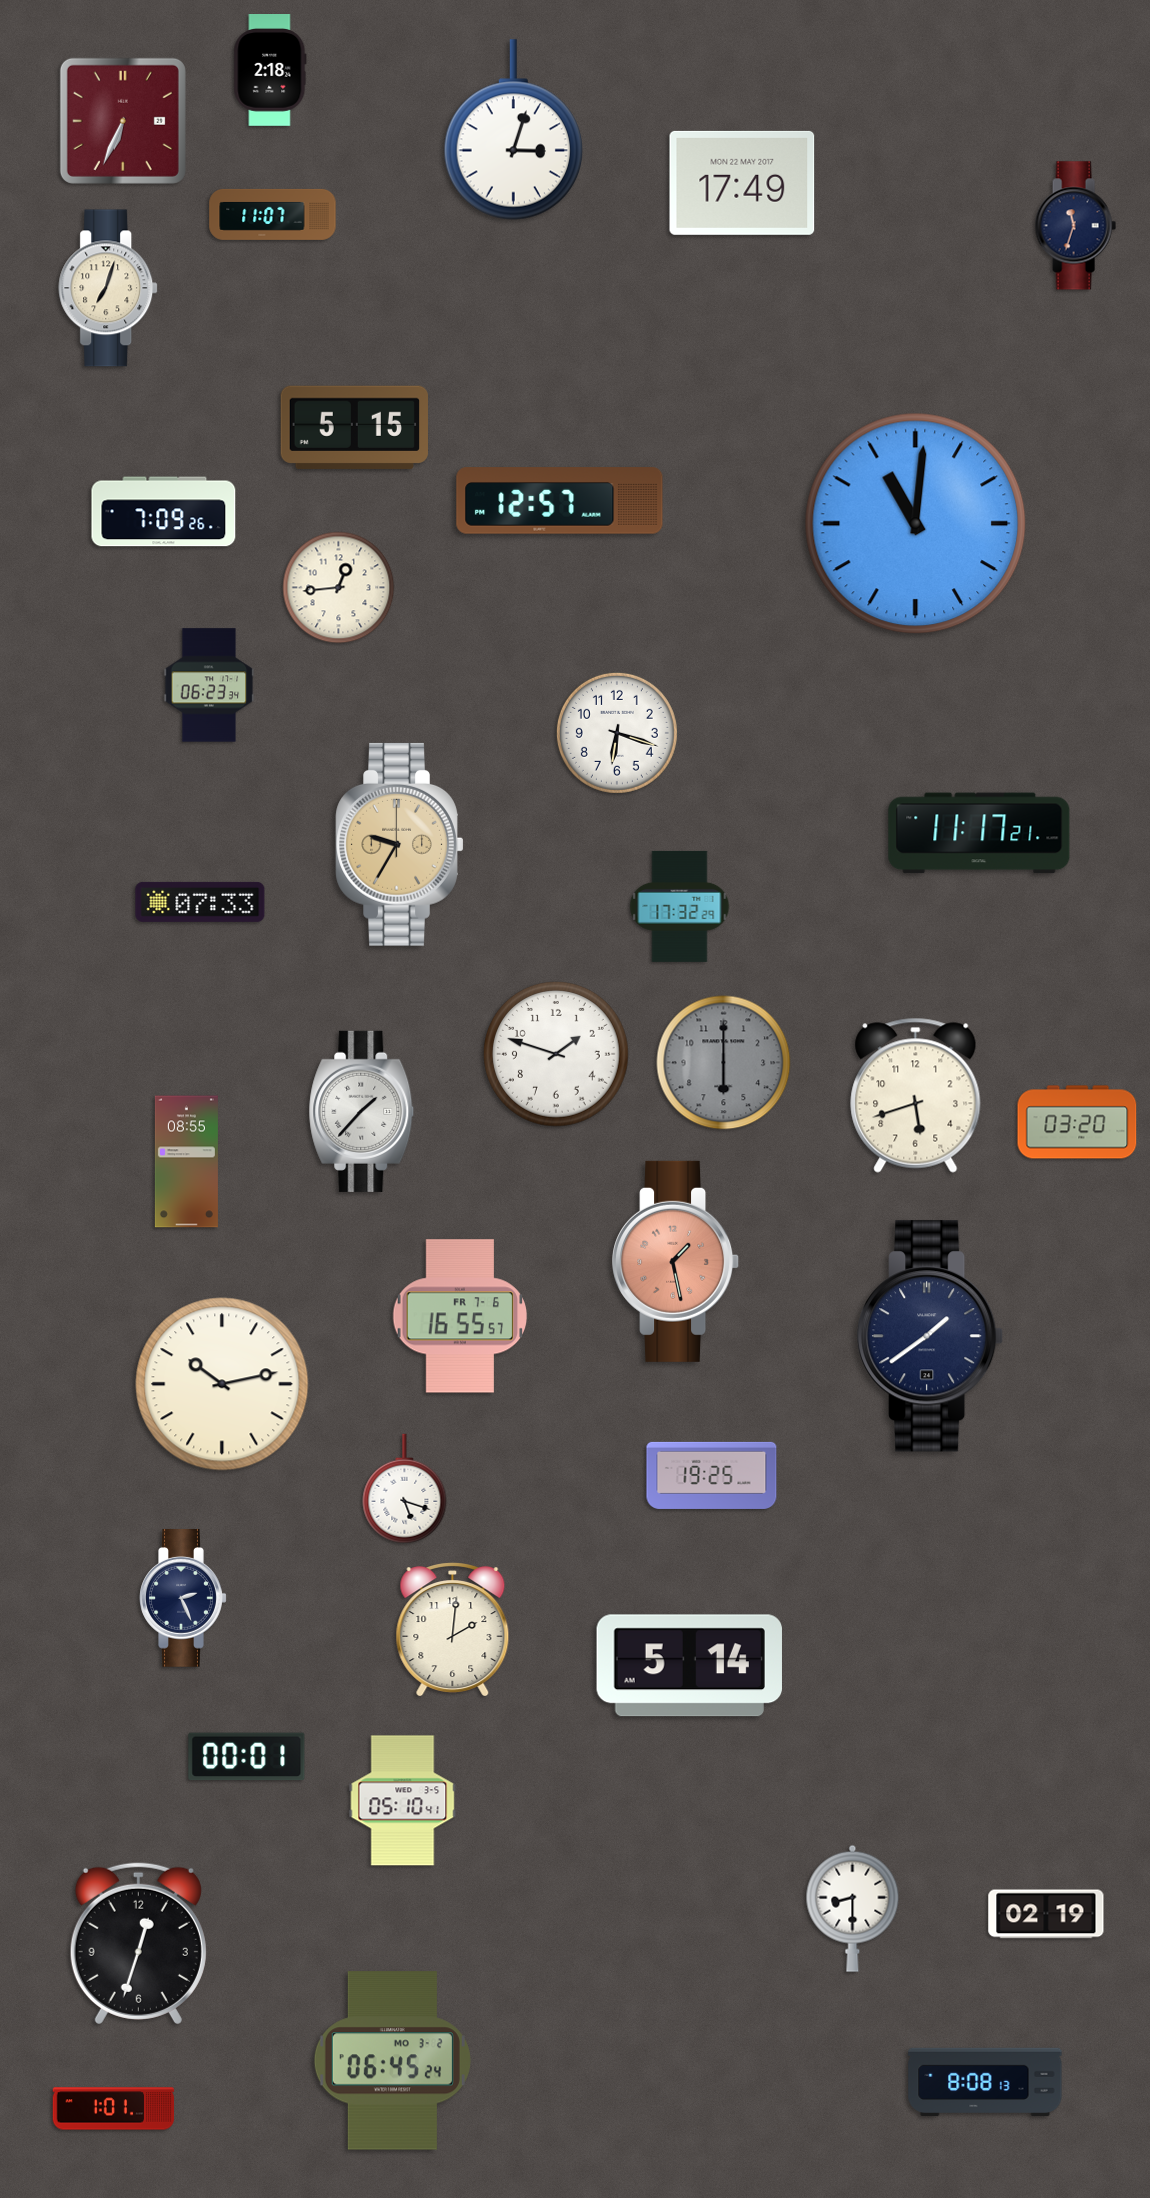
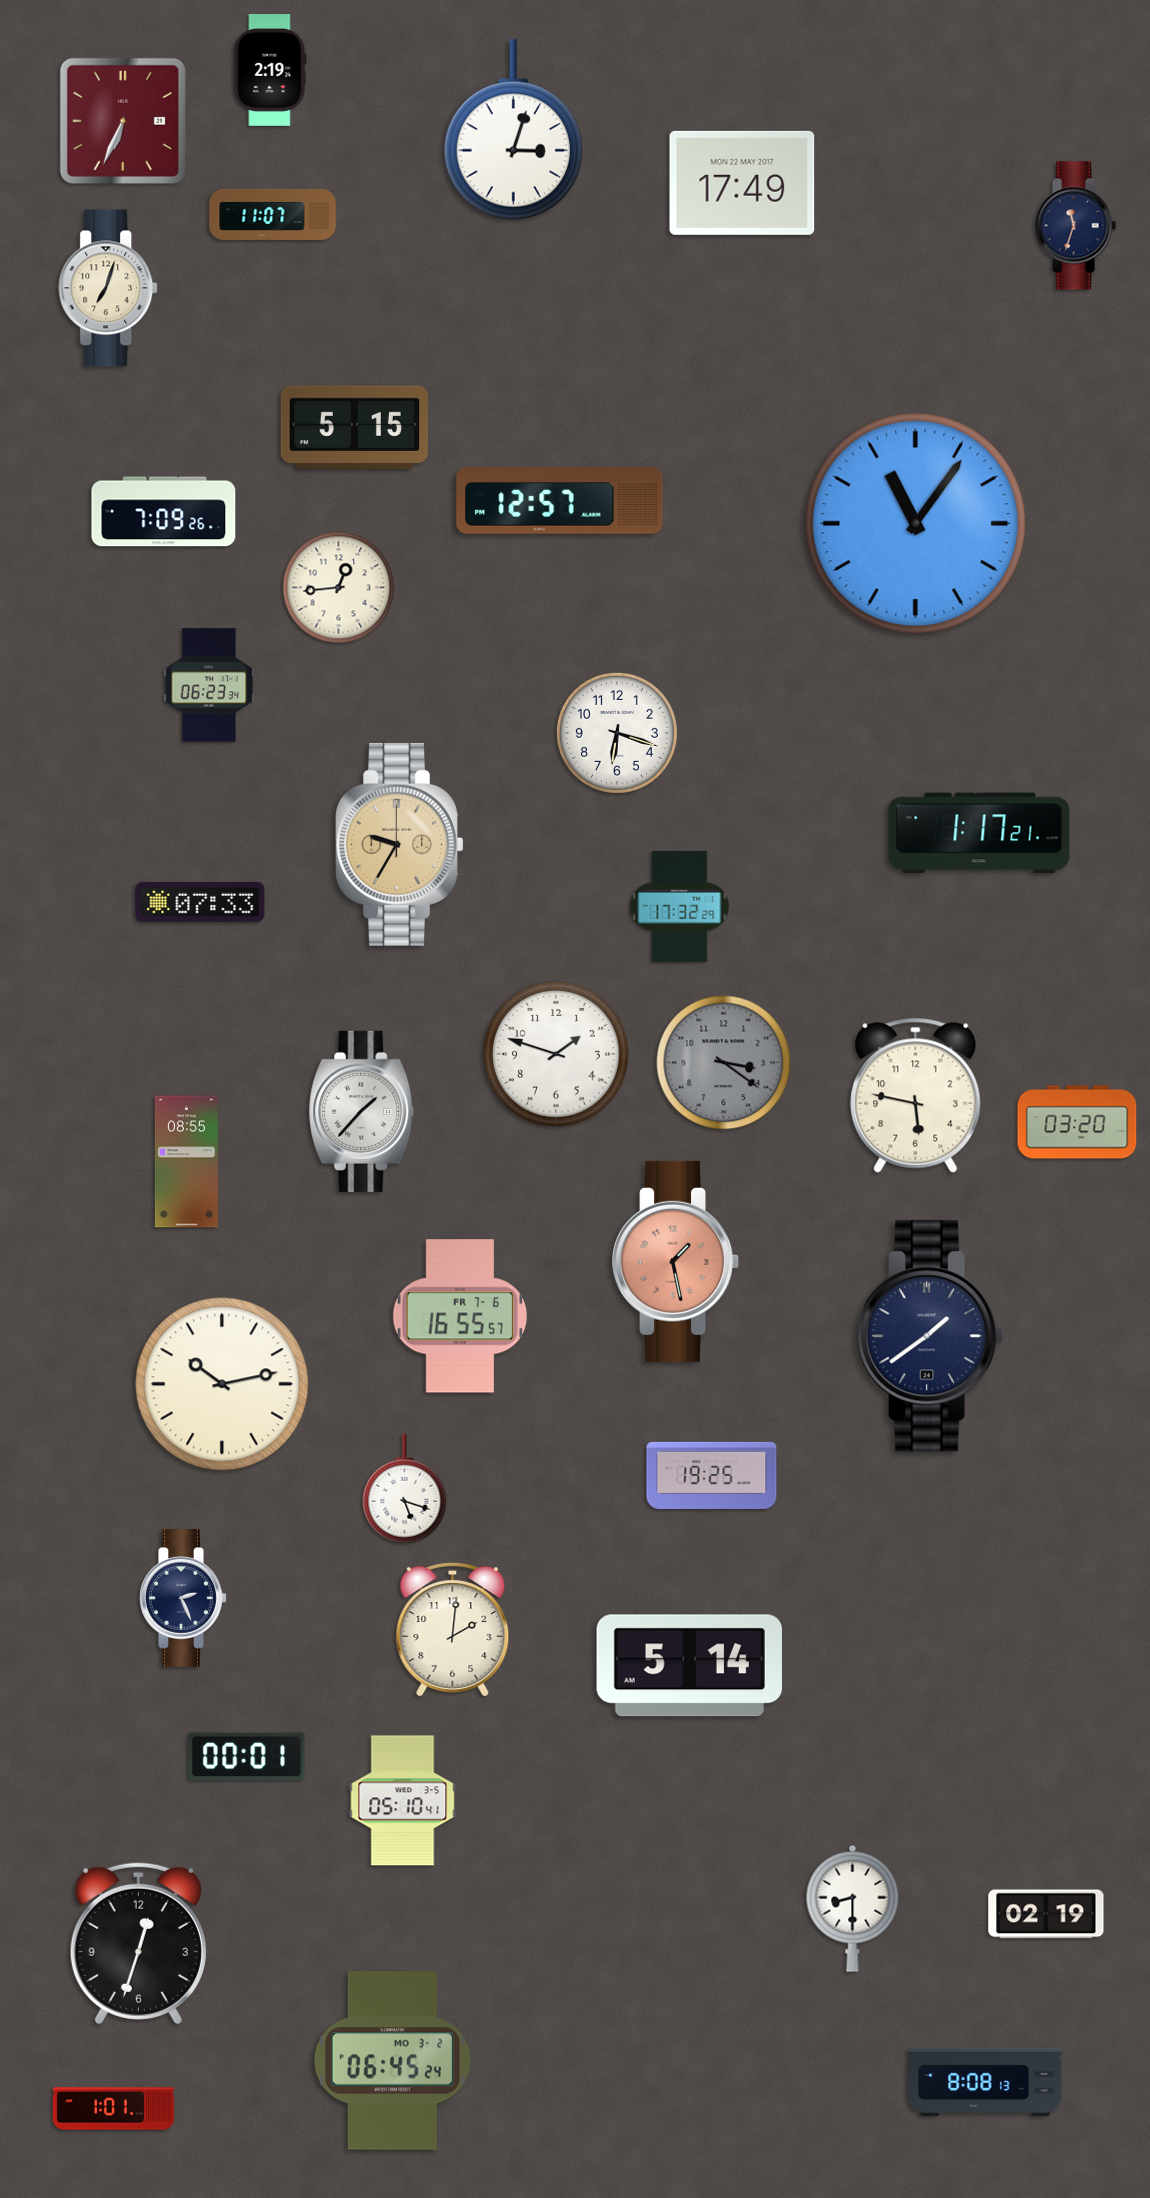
clock at (270, 71): 2:18 -> 2:19
clock at (916, 524): 11:01 -> 11:06
clock at (979, 833): 11:17 -> 1:17
clock at (724, 1063): 6:00 -> 3:21
clock at (916, 1095): 5:42 -> 5:47
